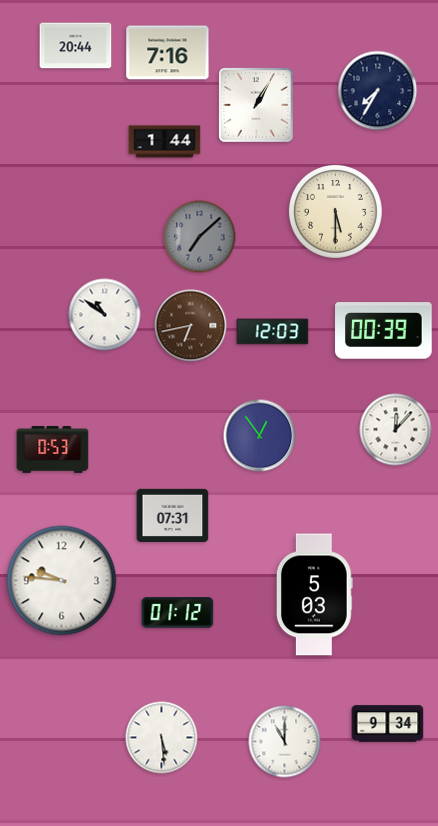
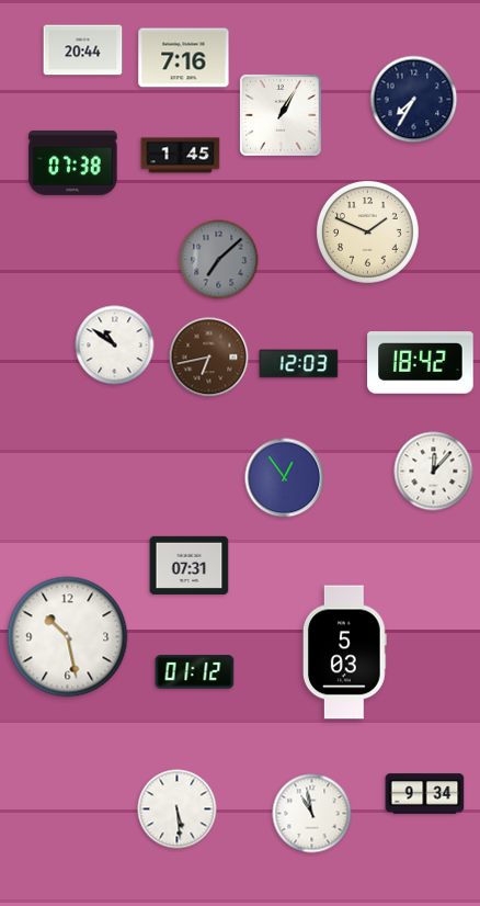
clock at (165, 142): 1:44 -> 1:45
clock at (73, 162): none -> 07:38
clock at (335, 211): 5:30 -> 1:49
clock at (384, 331): 00:39 -> 18:42
clock at (53, 450): 0:53 -> none
clock at (62, 581): 9:46 -> 10:28
clock at (285, 742): 11:00 -> 10:58
